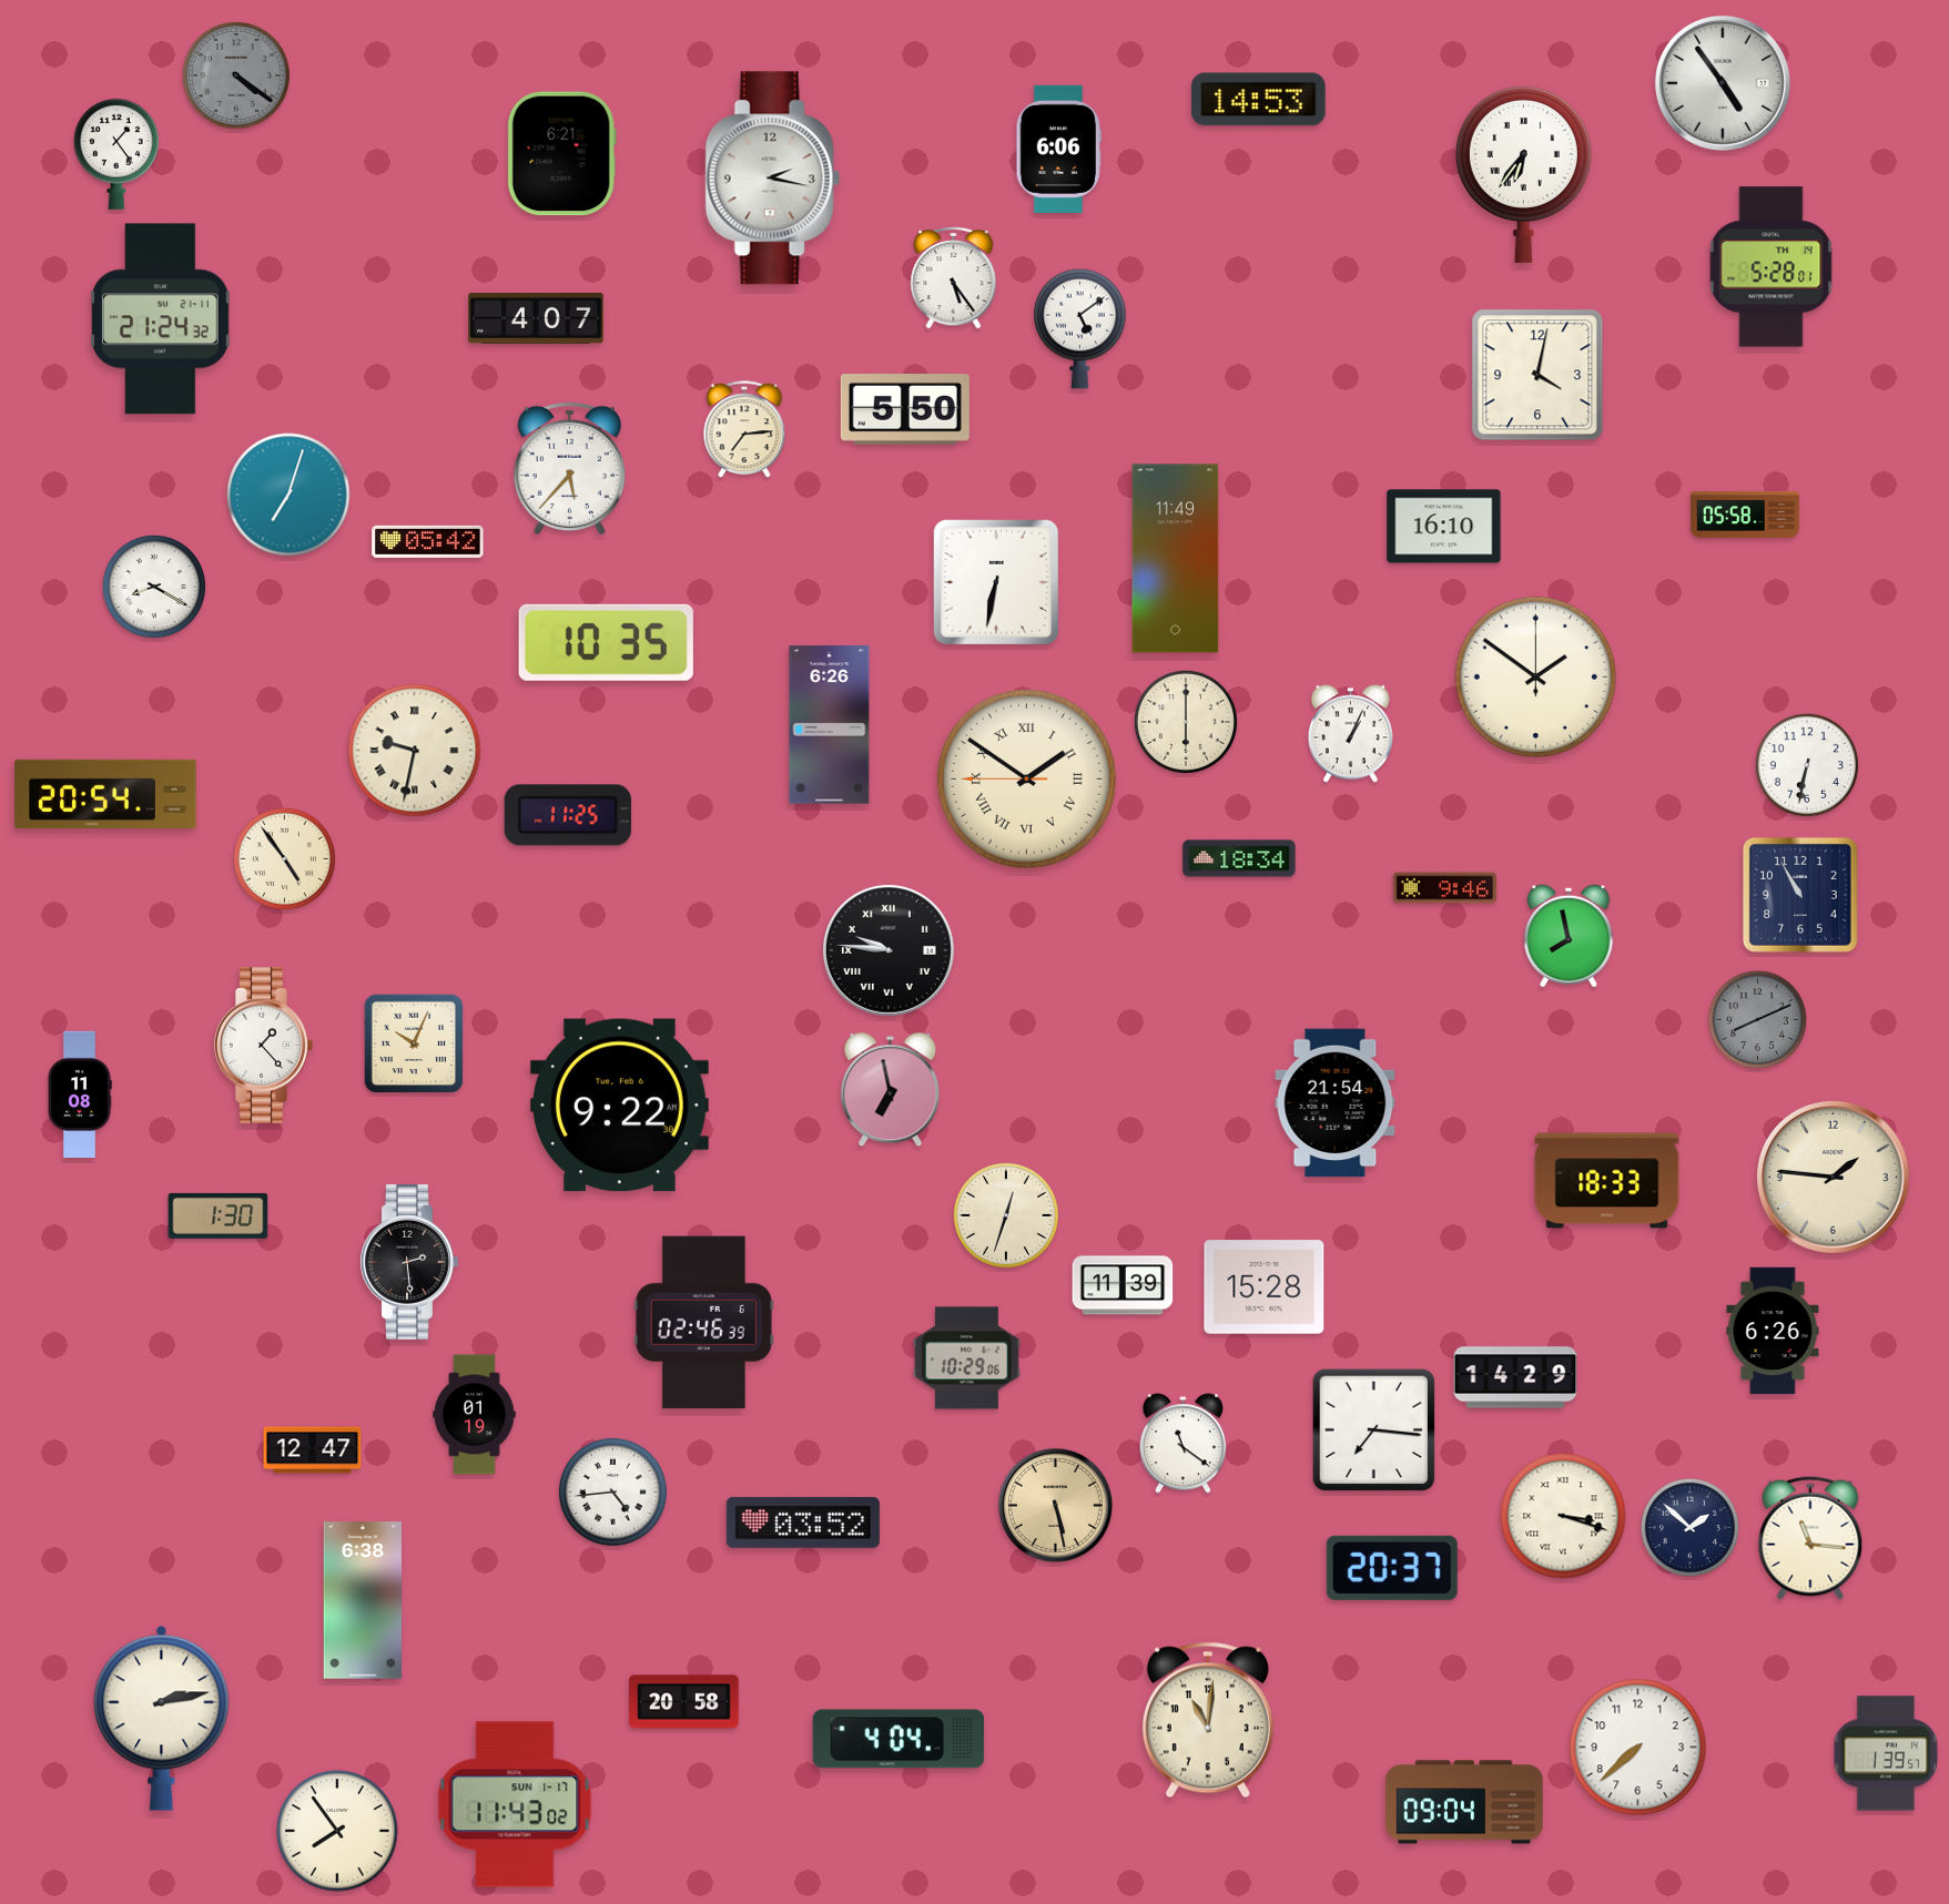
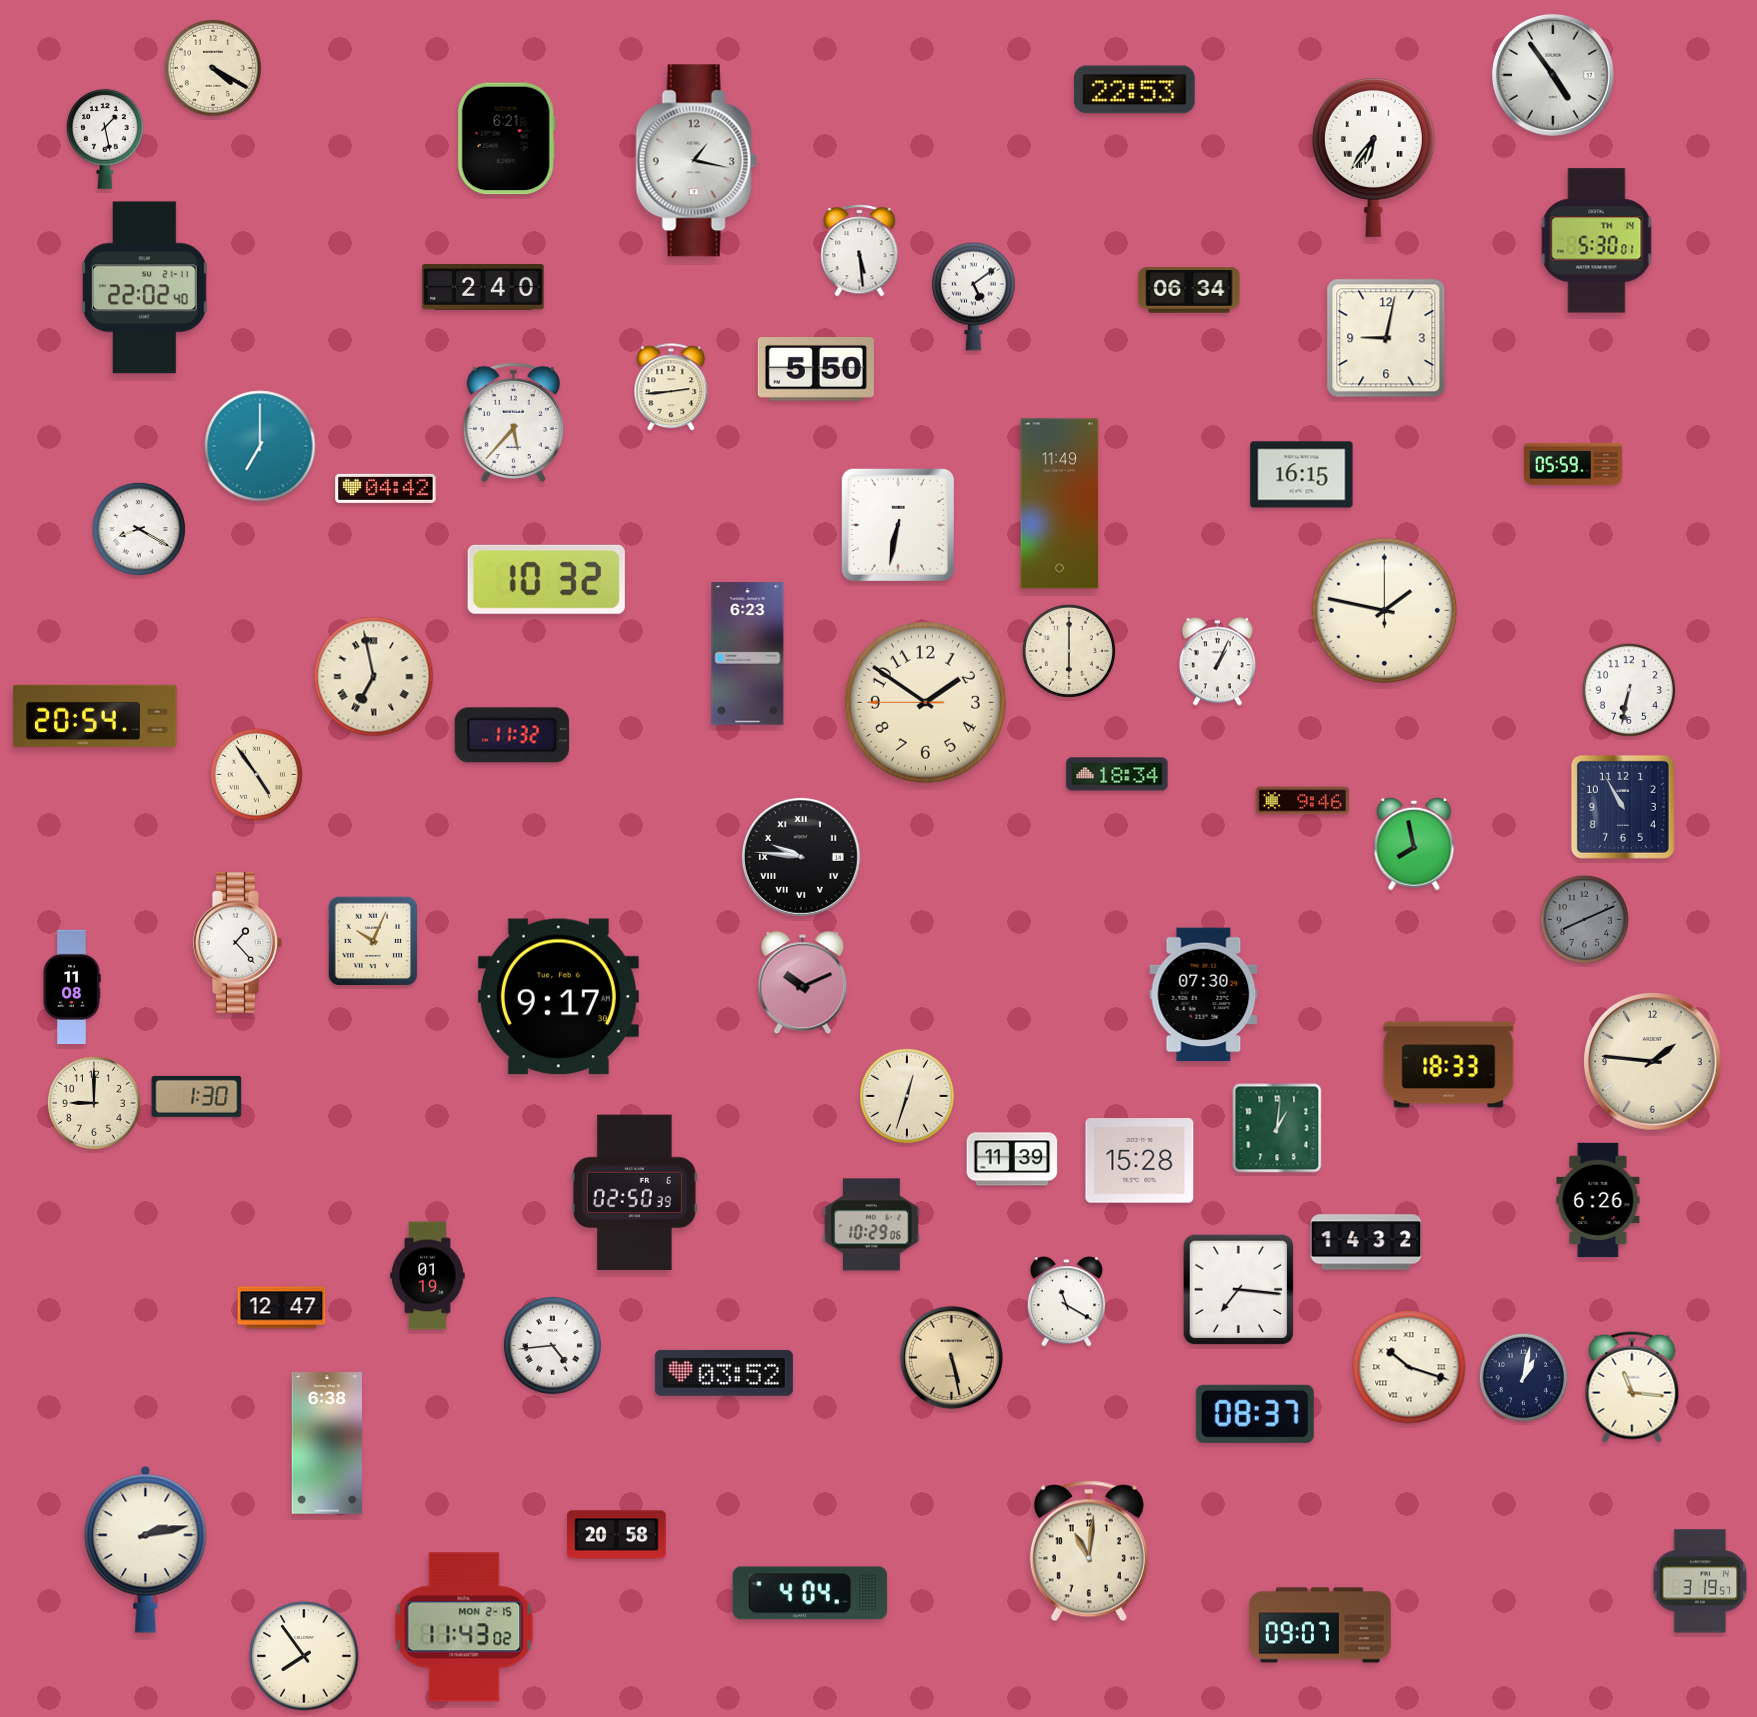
clock at (236, 75): 4:21 -> 4:20
clock at (236, 75) dial: grey -> cream
clock at (1259, 100): 14:53 -> 22:53
clock at (1058, 149): 6:06 -> none
clock at (116, 154): 1:24 -> 1:28
clock at (772, 179): 2:17 -> 1:17
clock at (1772, 267): 5:28 -> 5:30
clock at (954, 277): 5:24 -> 5:29
clock at (161, 319): 21:24 -> 22:02
clock at (536, 319): 4:07 -> 2:40
clock at (1189, 290): none -> 06:34
clock at (1537, 375): 4:02 -> 9:02
clock at (744, 430): 7:14 -> 2:44
clock at (288, 495): 7:03 -> 7:00
clock at (1745, 515): 05:58 -> 05:59
clock at (1444, 527): 16:10 -> 16:15
clock at (428, 541): 05:42 -> 04:42
clock at (606, 642): 10:35 -> 10:32
clock at (1536, 678): 1:51 -> 1:47
clock at (830, 725): 6:26 -> 6:23
clock at (415, 751): 9:32 -> 6:58
clock at (1026, 778) numerals: Roman -> Arabic
clock at (568, 815): 11:25 -> 11:32
clock at (891, 1090): 6:58 -> 10:11
clock at (1336, 1103): 21:54 -> 07:30
clock at (619, 1106): 9:22 -> 9:17
clock at (94, 1103): none -> 9:00
clock at (1277, 1128): none -> 1:01
clock at (409, 1262): 2:29 -> none
clock at (703, 1323): 02:46 -> 02:50
clock at (1515, 1377): 14:29 -> 14:32
clock at (1182, 1444): 11:21 -> 11:20
clock at (1563, 1516): 3:18 -> 10:18
clock at (1689, 1527): 1:52 -> 1:02
clock at (1392, 1568): 20:37 -> 08:37
clock at (899, 1739) position: (899, 1739) -> (810, 1593)
clock at (1638, 1748): 7:38 -> none
clock at (1886, 1753): 1:39 -> 3:19
clock at (1464, 1802): 09:04 -> 09:07
clock at (515, 1804) date: SUN 1-17 -> MON 2-15
clock at (337, 1831) position: (337, 1831) -> (304, 1656)
